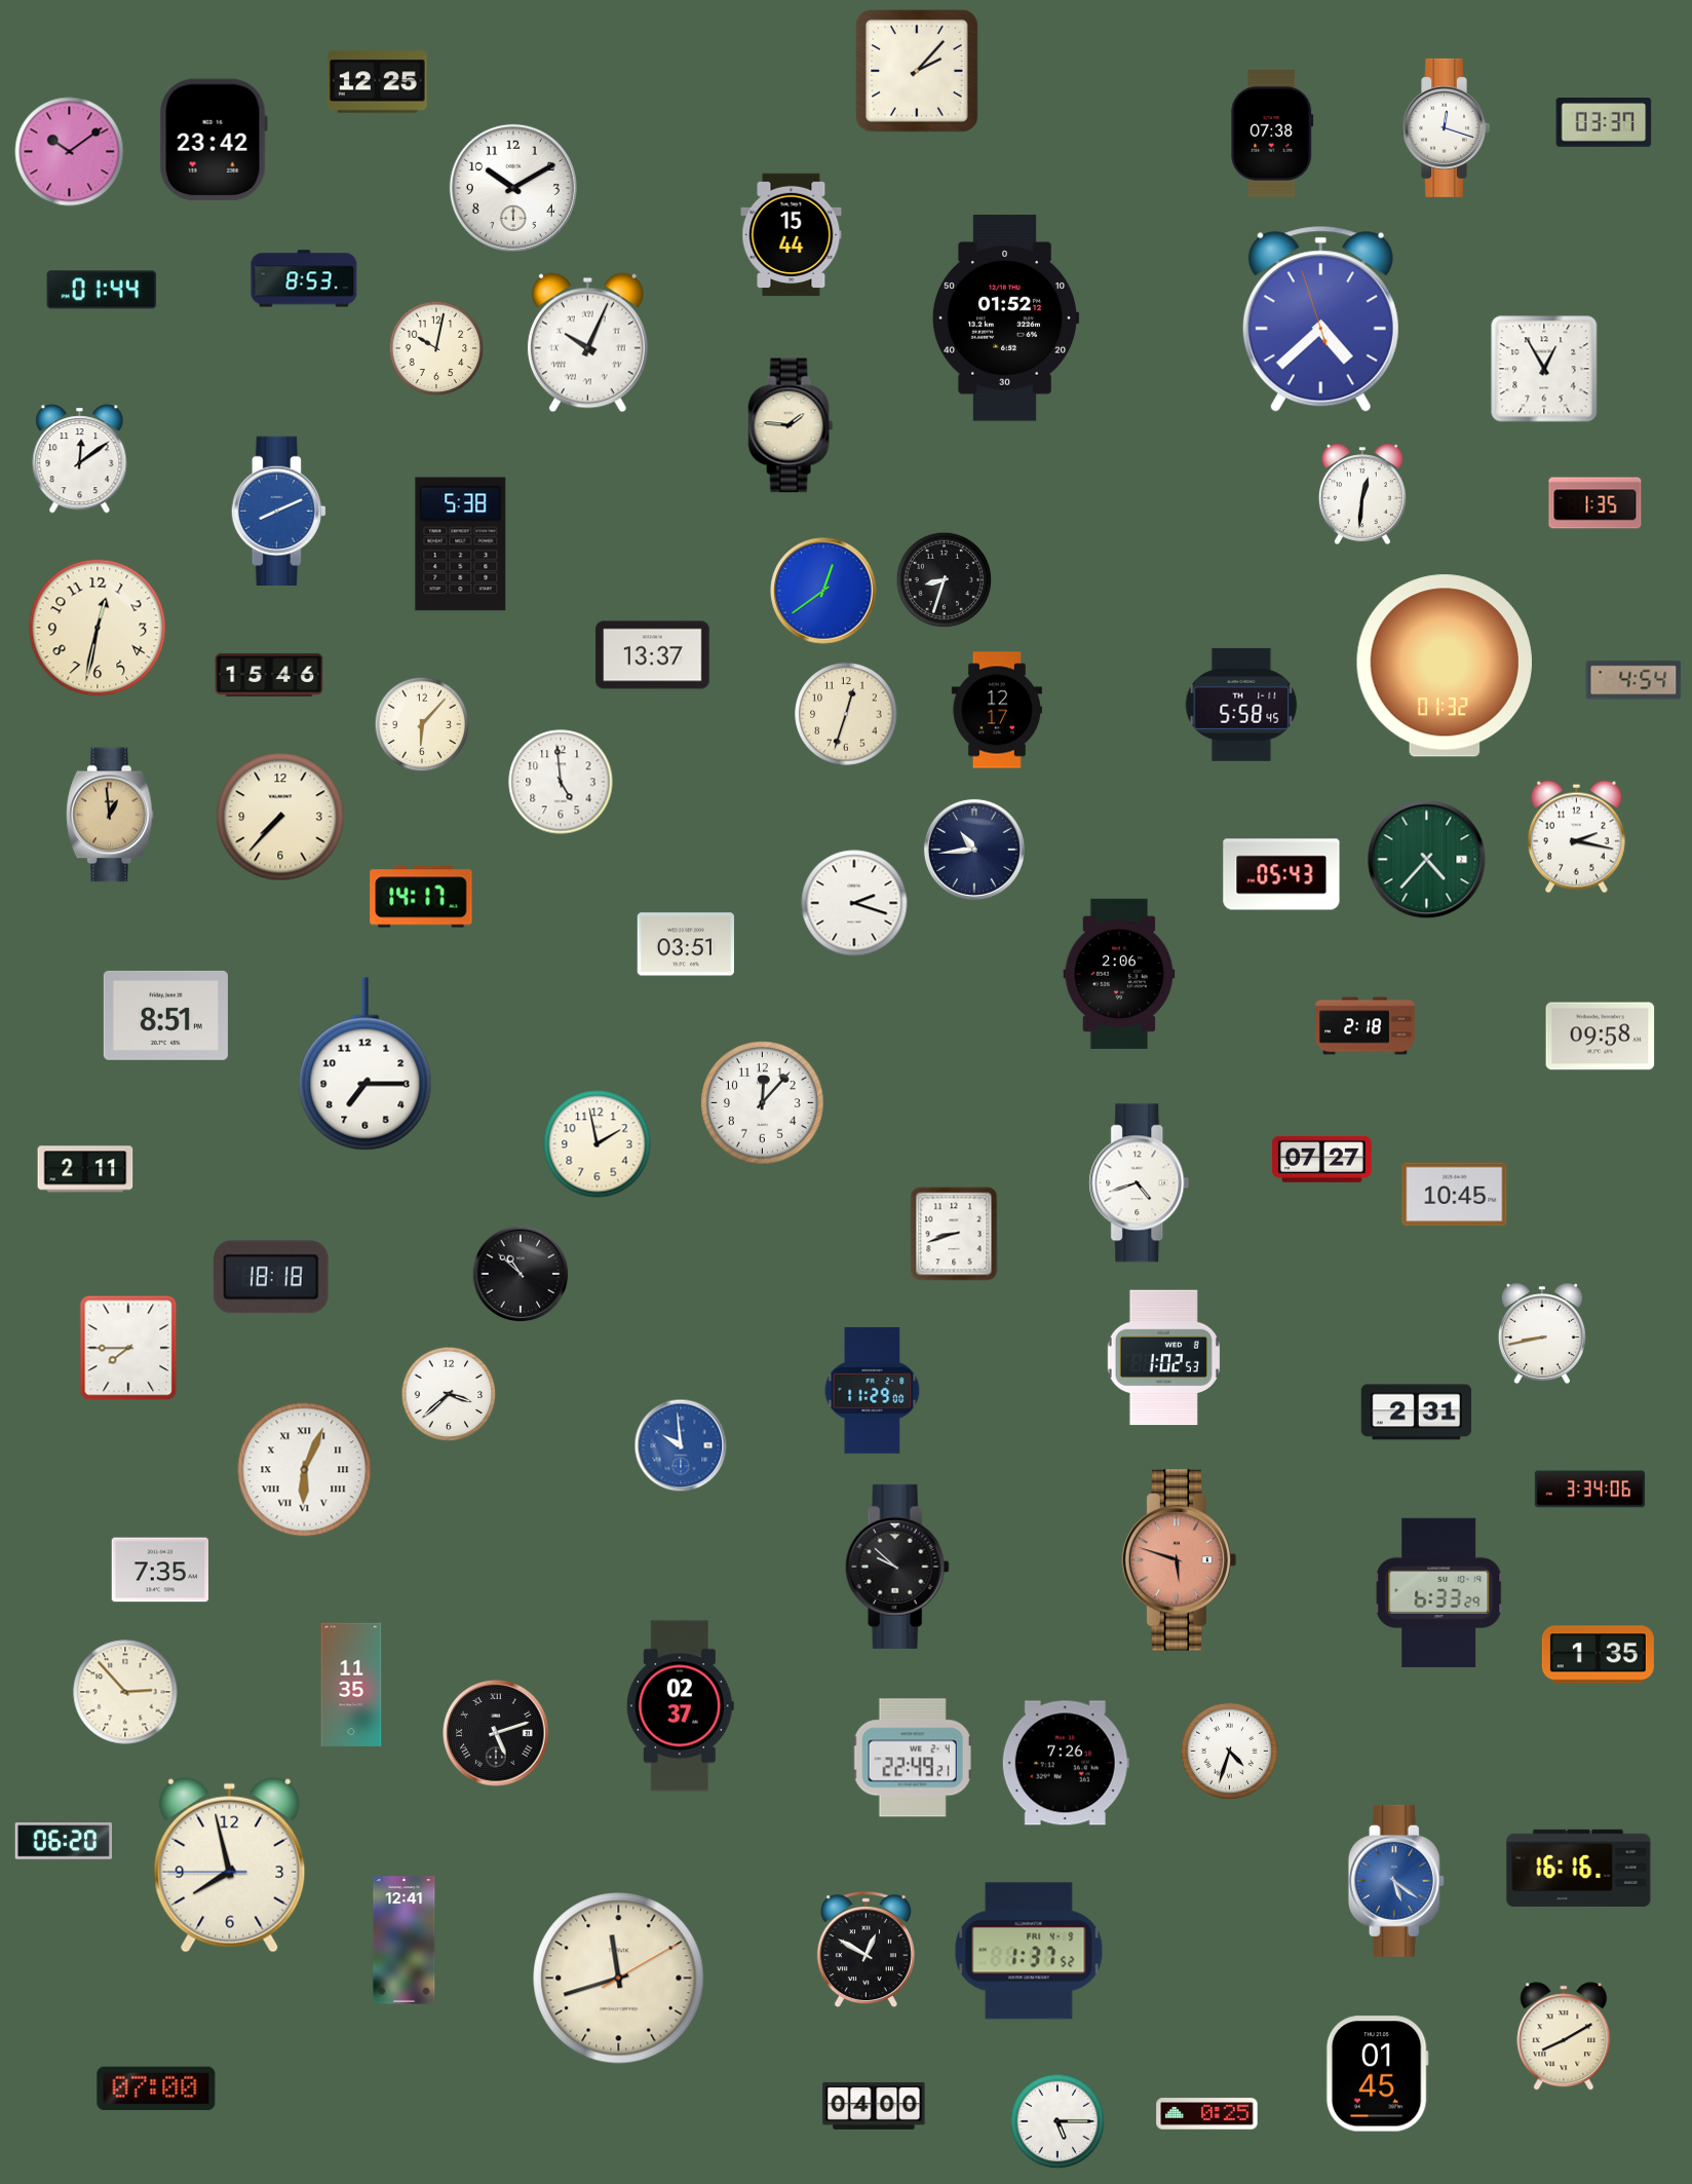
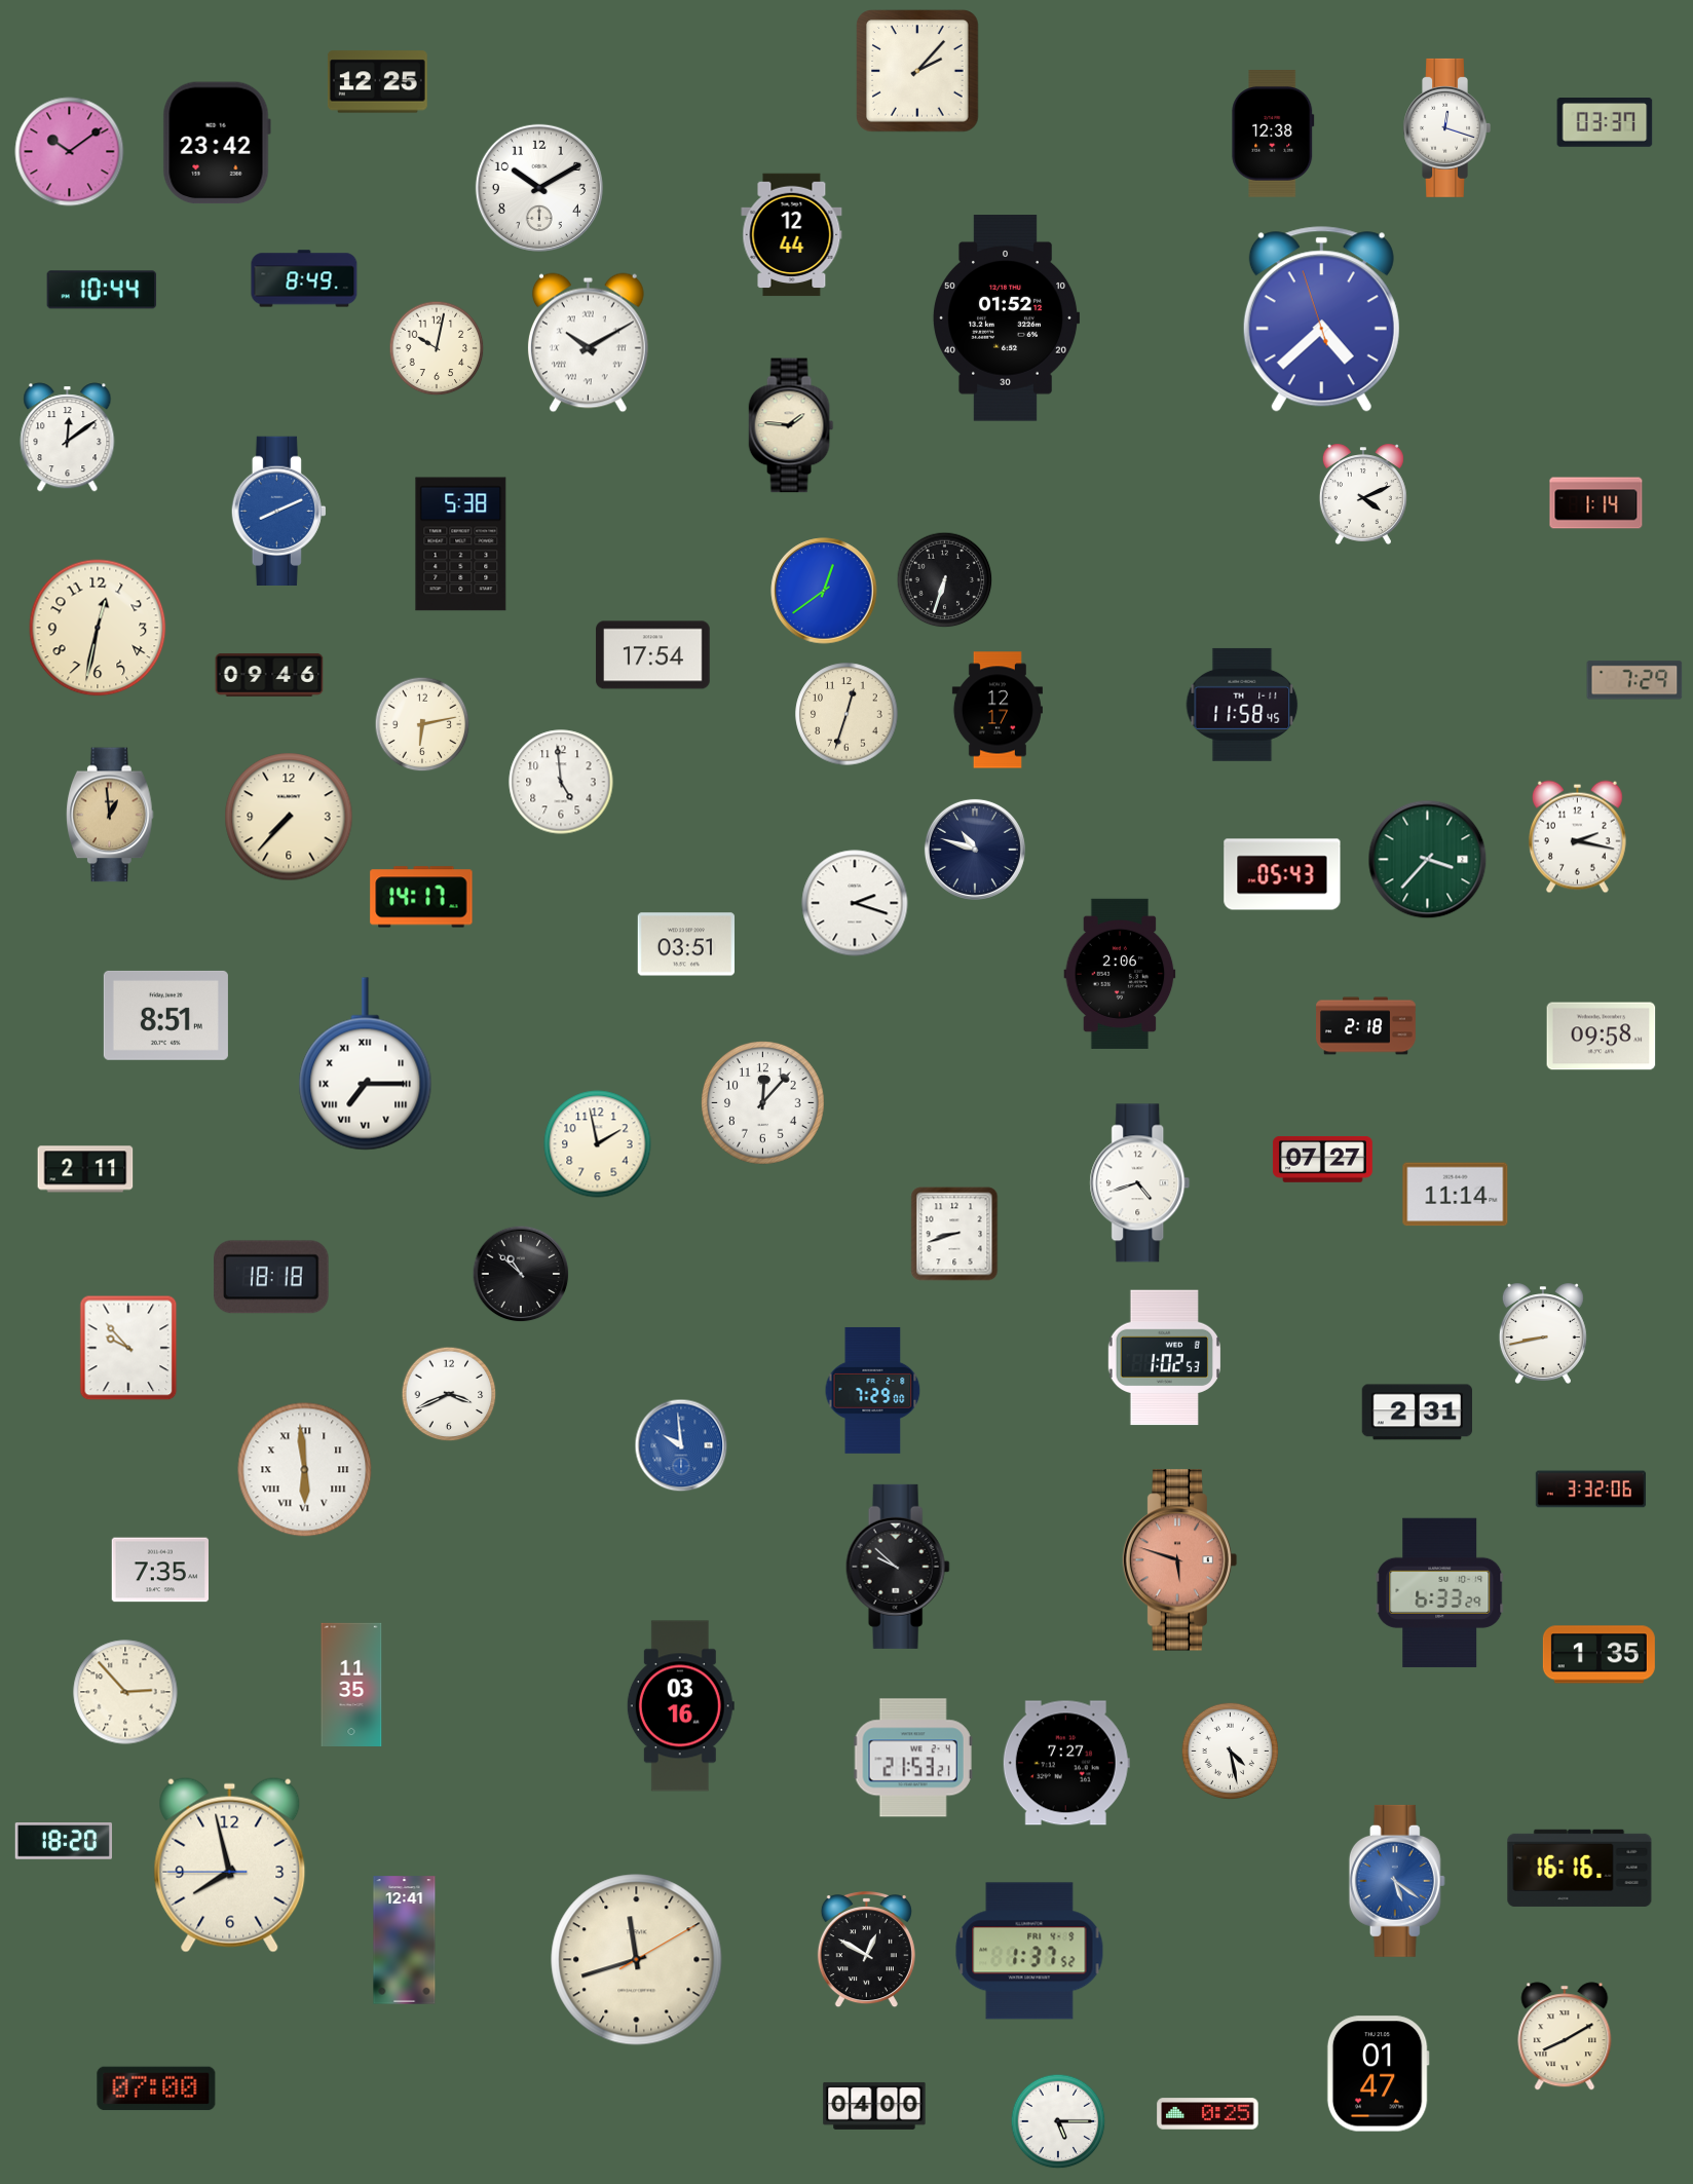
clock at (1272, 134): 07:38 -> 12:38
clock at (214, 140) position: (214, 140) -> (217, 143)
clock at (513, 188) position: (513, 188) -> (539, 188)
clock at (792, 235): 15:44 -> 12:44
clock at (304, 278): 8:53 -> 8:49
clock at (102, 290): 01:44 -> 10:44
clock at (587, 343): 10:04 -> 10:10
clock at (1544, 369): 12:55 -> none
clock at (80, 459) position: (80, 459) -> (68, 438)
clock at (1362, 494): 12:31 -> 4:11
clock at (1595, 503): 1:35 -> 1:14
clock at (945, 580): 8:33 -> 6:33
clock at (653, 655): 13:37 -> 17:54
clock at (1445, 666): 01:32 -> none
clock at (269, 675): 15:46 -> 09:46
clock at (1633, 680): 4:54 -> 7:29
clock at (1241, 705): 5:58 -> 11:58
clock at (422, 724): 6:07 -> 6:13
clock at (280, 817) position: (280, 817) -> (289, 817)
clock at (974, 850): 10:44 -> 10:48
clock at (1427, 860): 4:37 -> 3:37
clock at (366, 1064) numerals: Arabic -> Roman
clock at (1455, 1195): 10:45 -> 11:14
clock at (128, 1348): 7:45 -> 9:53
clock at (873, 1390): 11:29 -> 7:29
clock at (449, 1394): 3:38 -> 3:41
clock at (305, 1470): 6:04 -> 5:59
clock at (1590, 1490): 3:34 -> 3:32
clock at (680, 1706): 02:37 -> 03:16
clock at (496, 1733): 5:12 -> none
clock at (1229, 1750): 4:33 -> 4:28
clock at (913, 1758): 22:49 -> 21:53
clock at (1066, 1763): 7:26 -> 7:27
clock at (64, 1841): 06:20 -> 18:20
clock at (619, 1979) position: (619, 1979) -> (637, 1960)
clock at (1377, 2074): 01:45 -> 01:47
